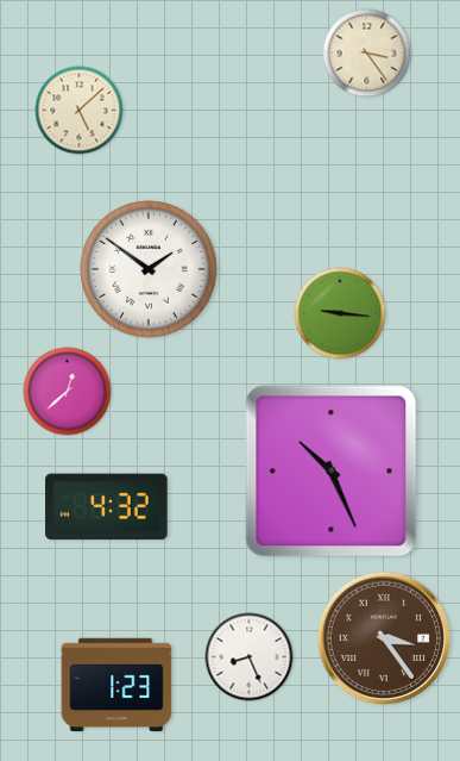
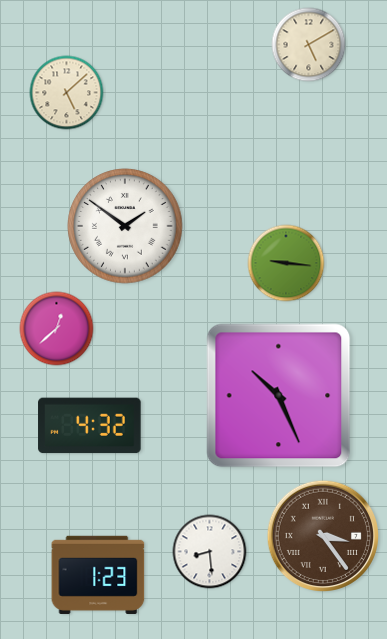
clock at (367, 54): 3:24 -> 5:10
clock at (250, 657): 8:26 -> 8:29
